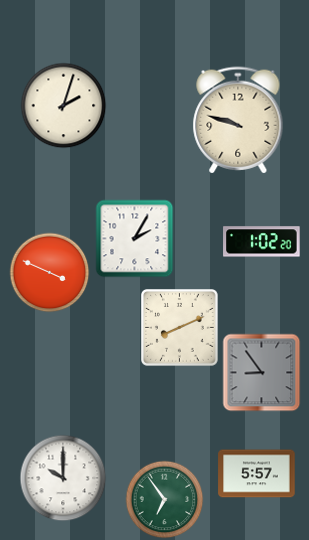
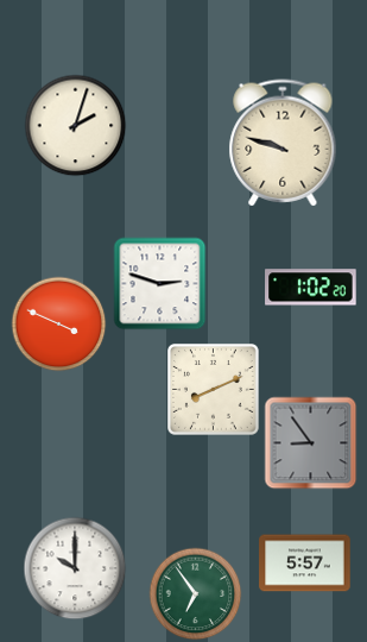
clock at (134, 238): 2:05 -> 2:48
